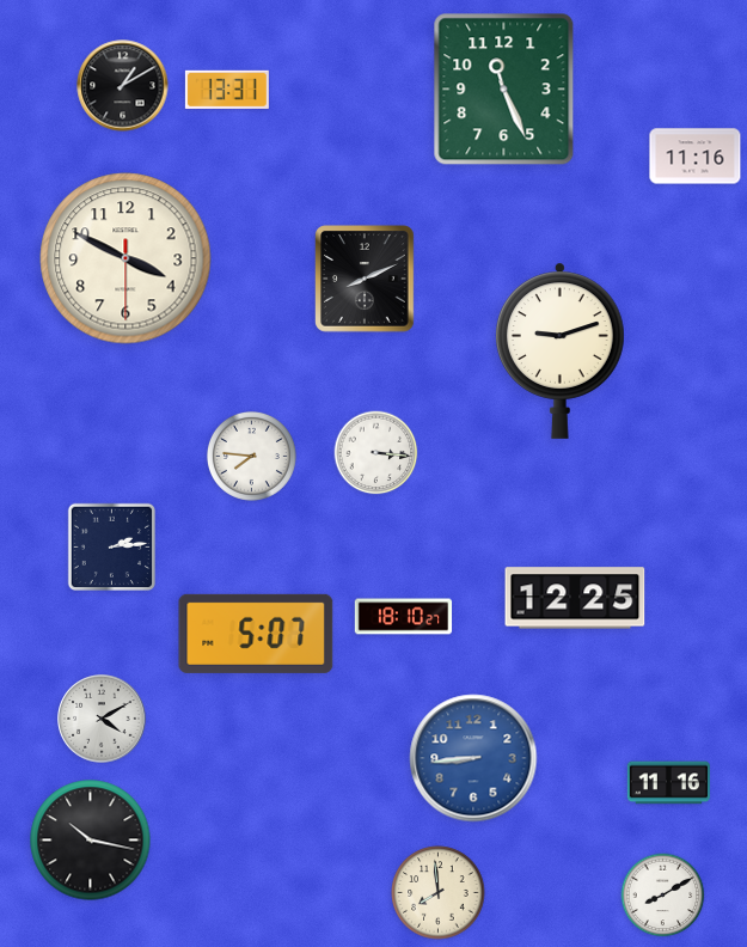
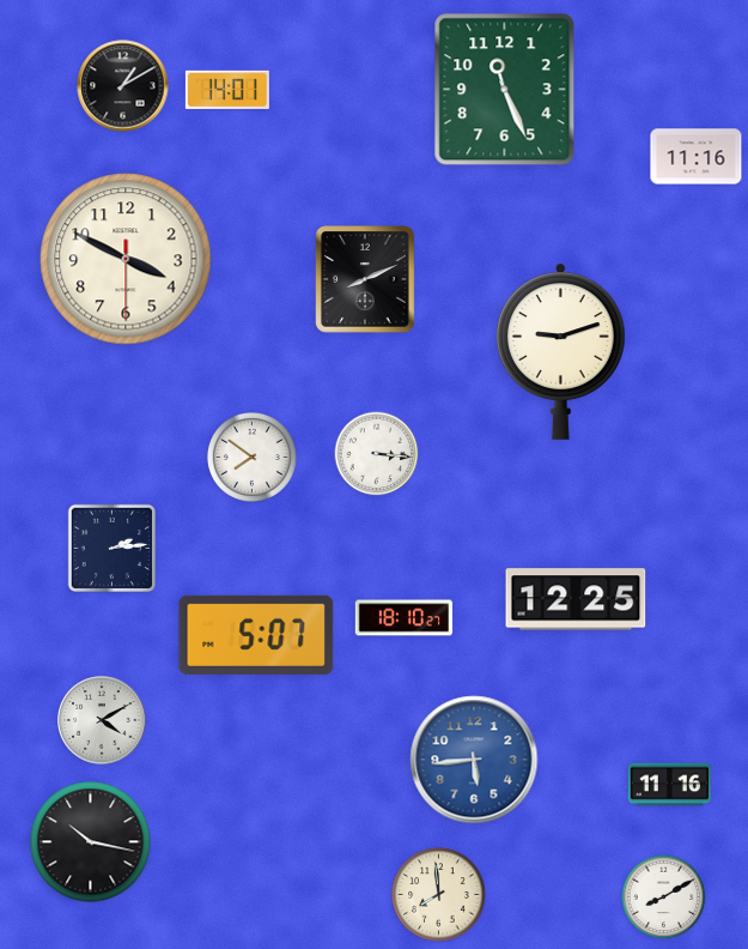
clock at (227, 90): 13:31 -> 14:01
clock at (251, 456): 7:46 -> 7:51
clock at (473, 758): 8:44 -> 5:44
